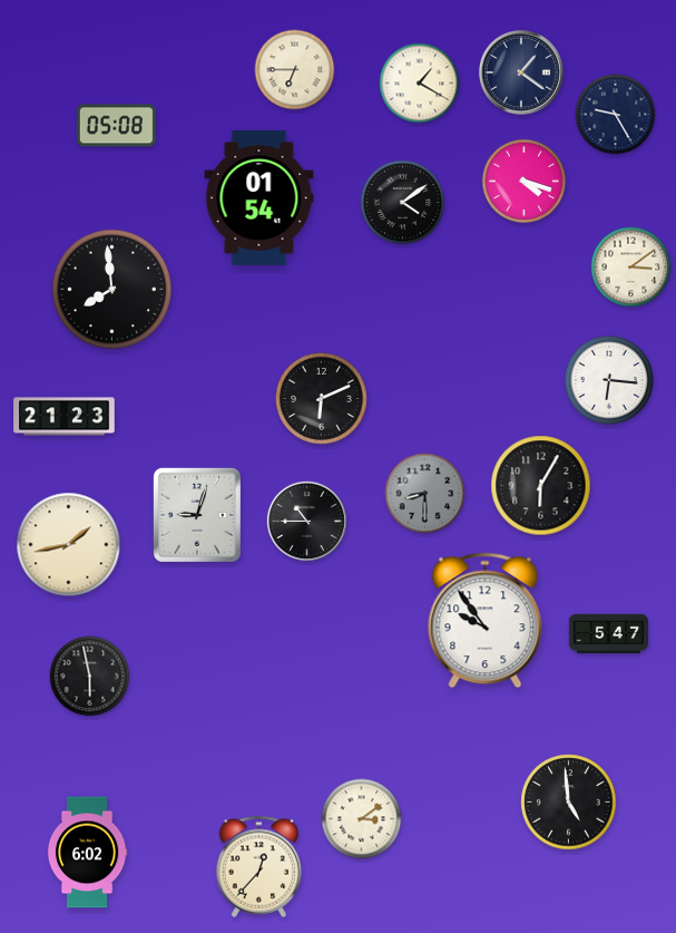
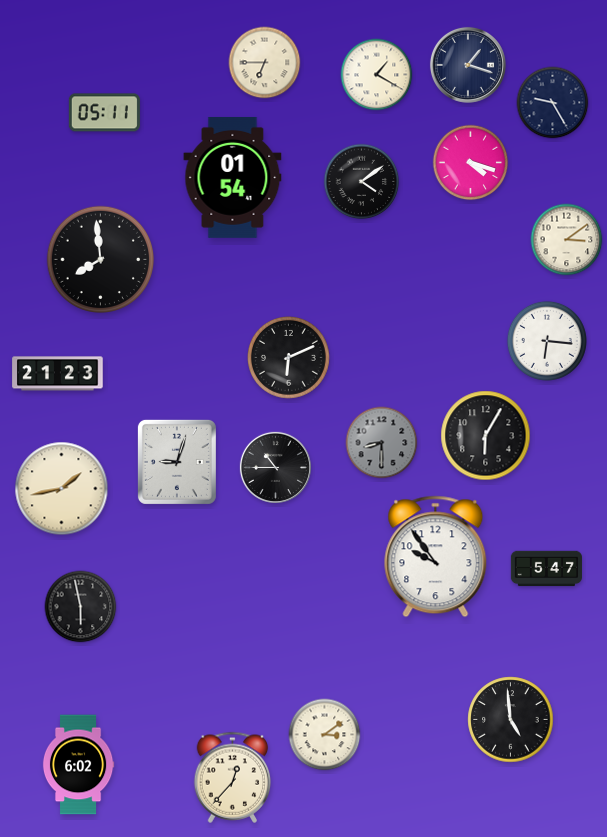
clock at (521, 72): 1:21 -> 1:18
clock at (116, 126): 05:08 -> 05:11
